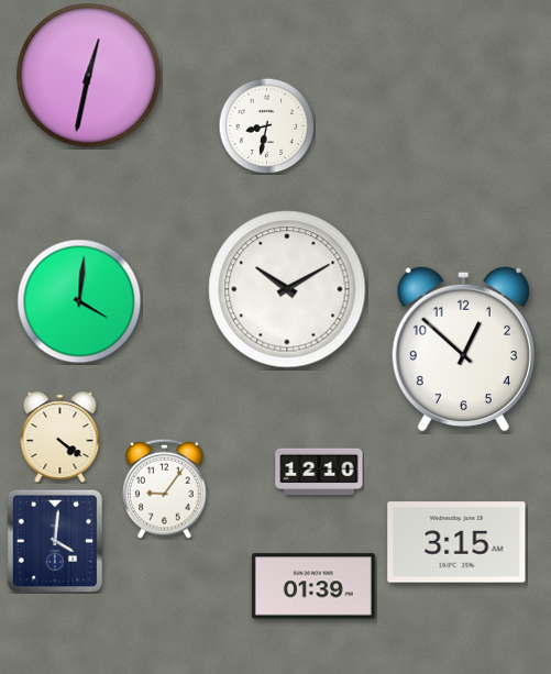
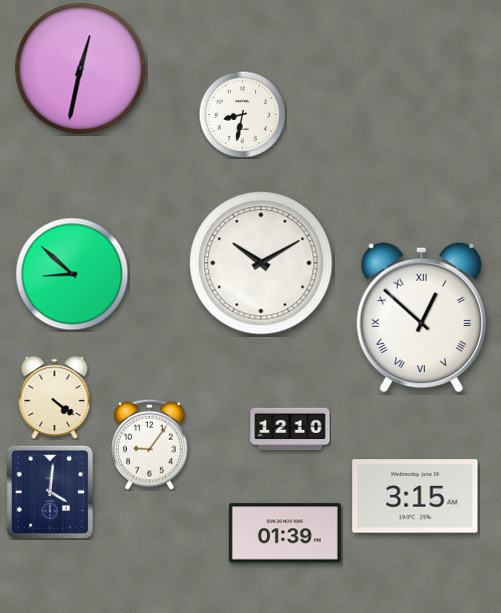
clock at (79, 301): 4:01 -> 8:52
clock at (463, 349) numerals: Arabic -> Roman
clock at (456, 542) position: (456, 542) -> (415, 496)
